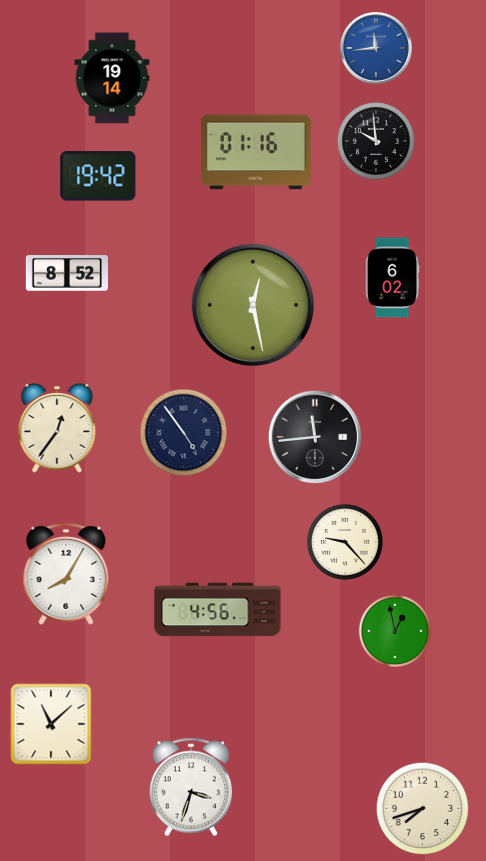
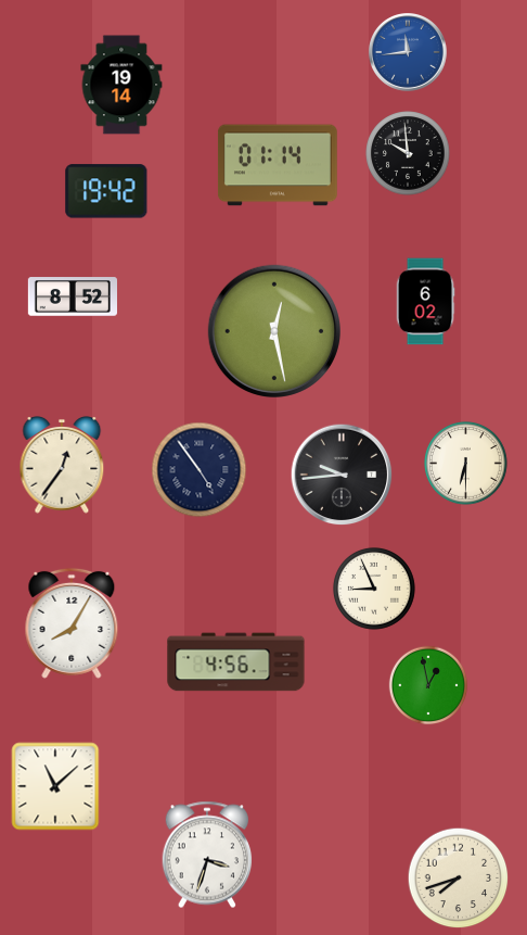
clock at (256, 152): 01:16 -> 01:14
clock at (466, 464): none -> 6:30
clock at (315, 437): 11:44 -> 9:44
clock at (345, 542): 9:23 -> 8:56
